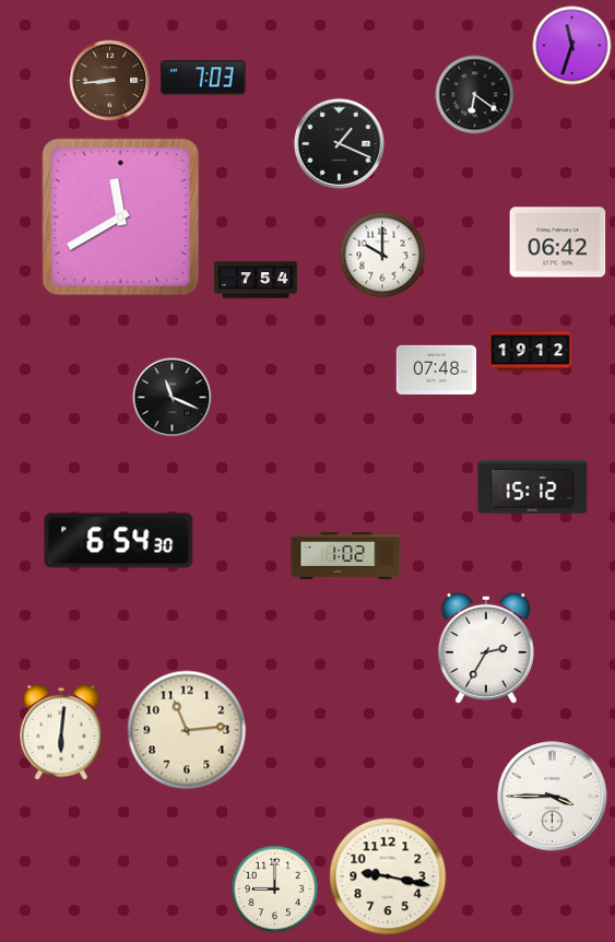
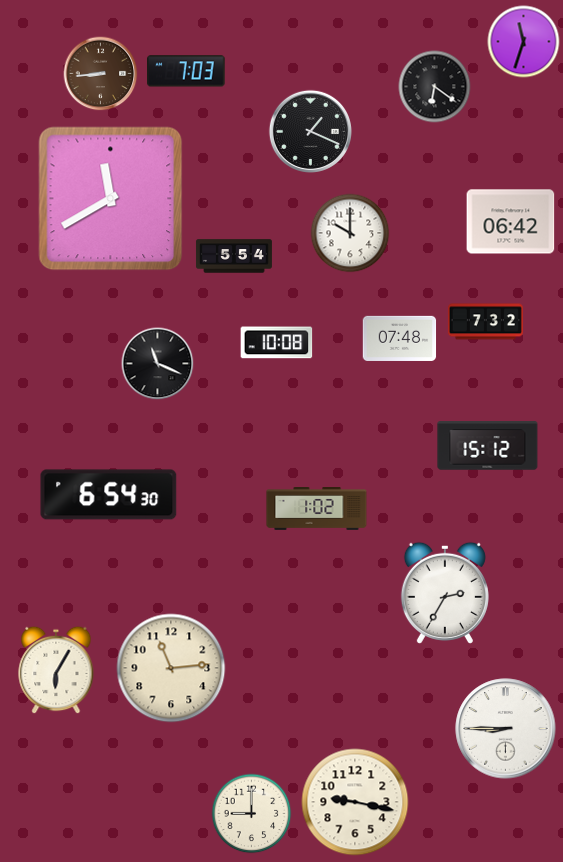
clock at (256, 280): 7:54 -> 5:54
clock at (530, 352): 19:12 -> 7:32
clock at (277, 343): none -> 10:08
clock at (61, 732): 6:01 -> 6:05
clock at (553, 797): 3:45 -> 8:45
